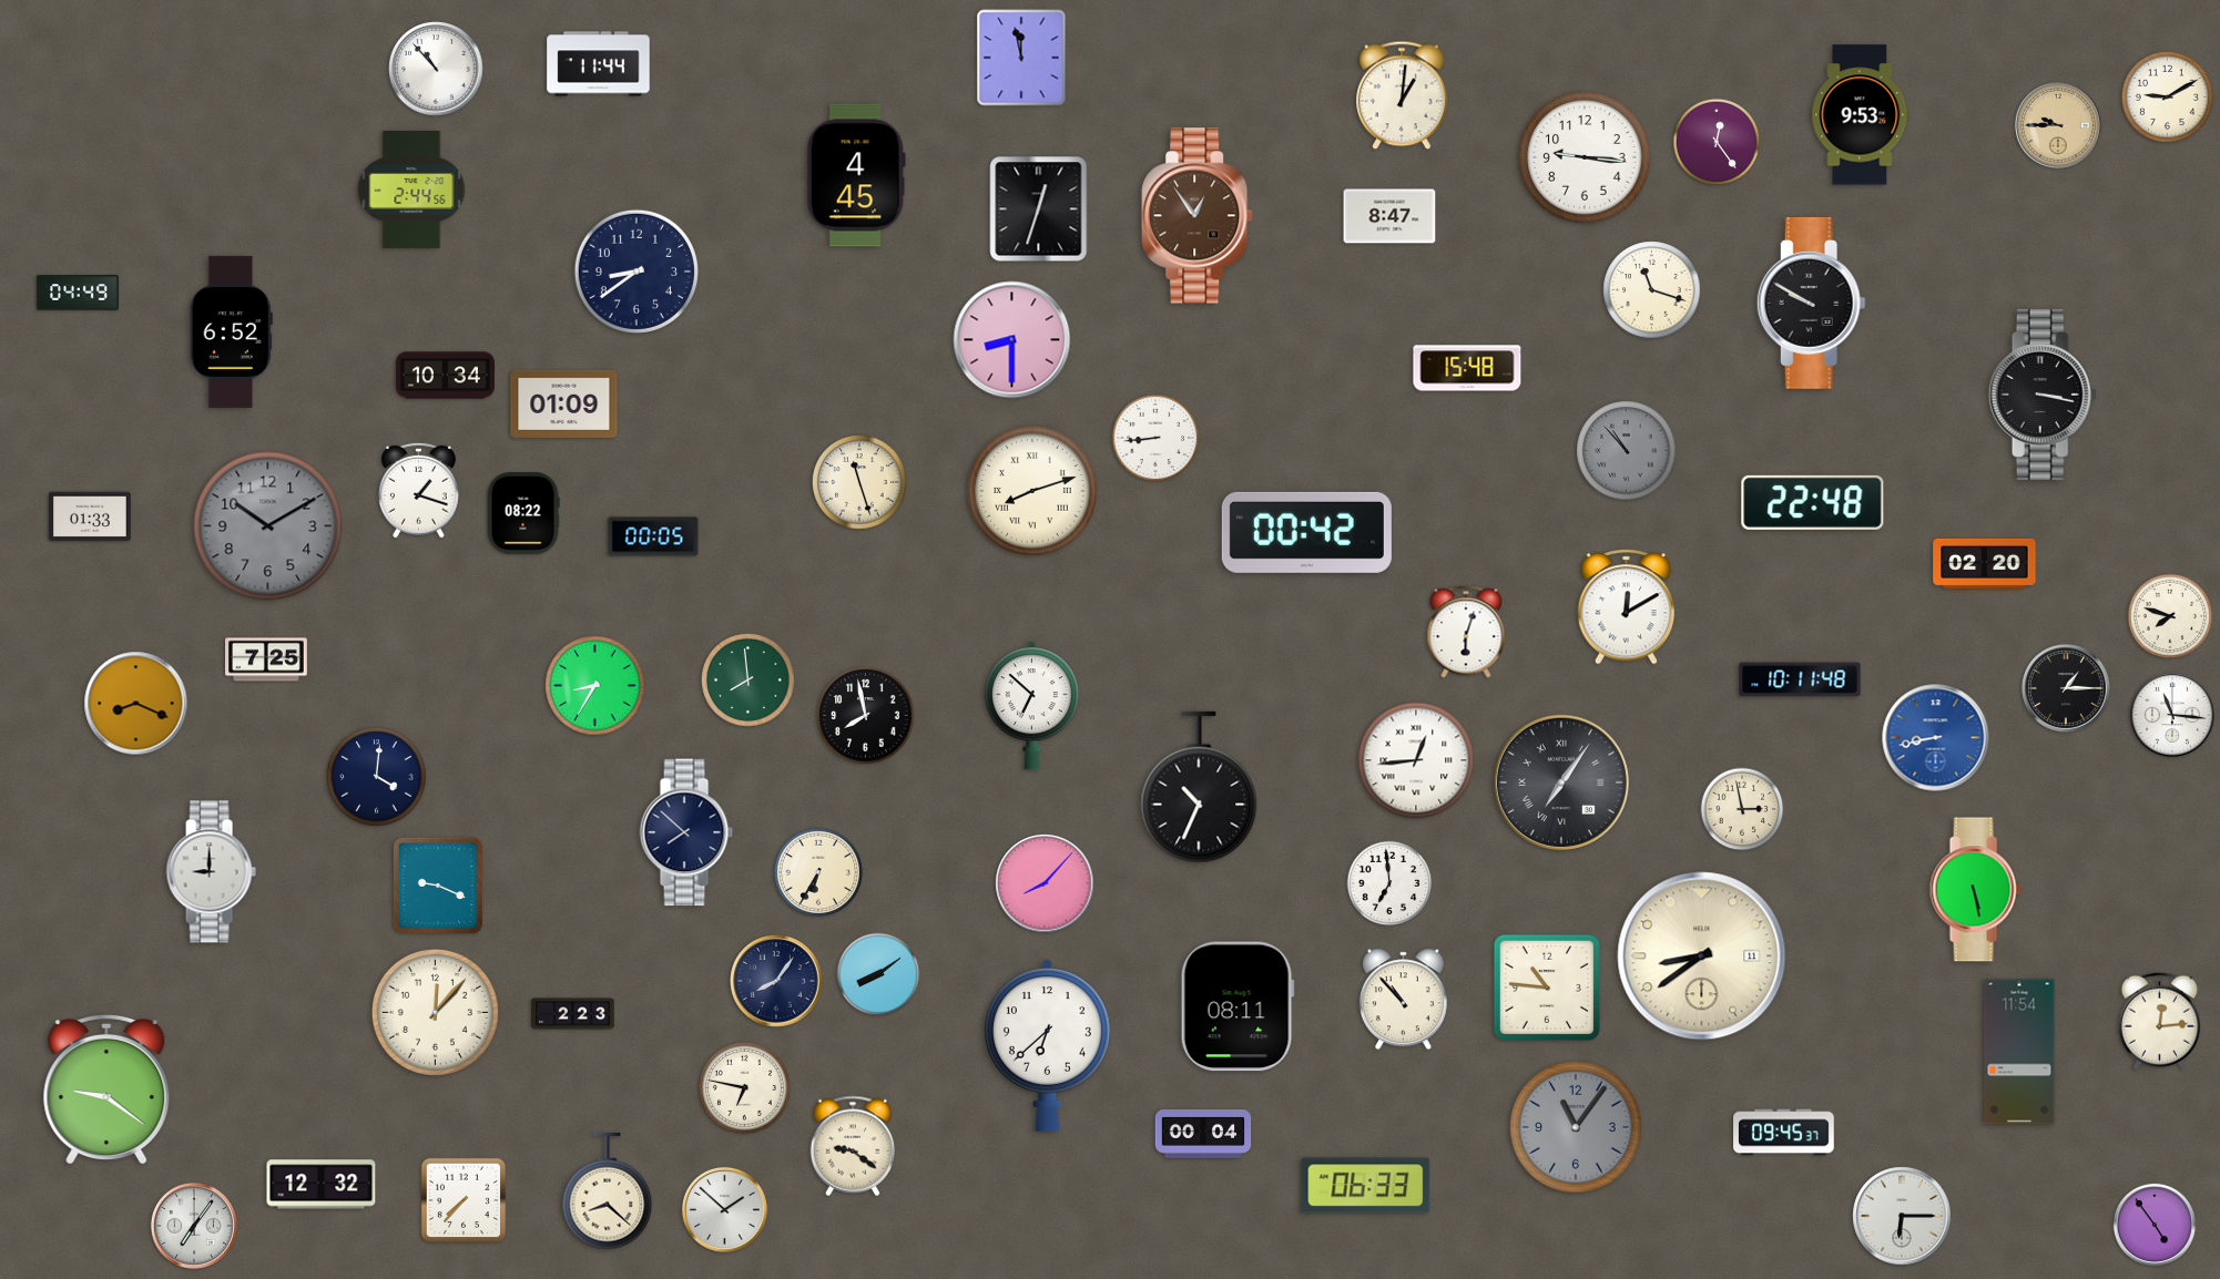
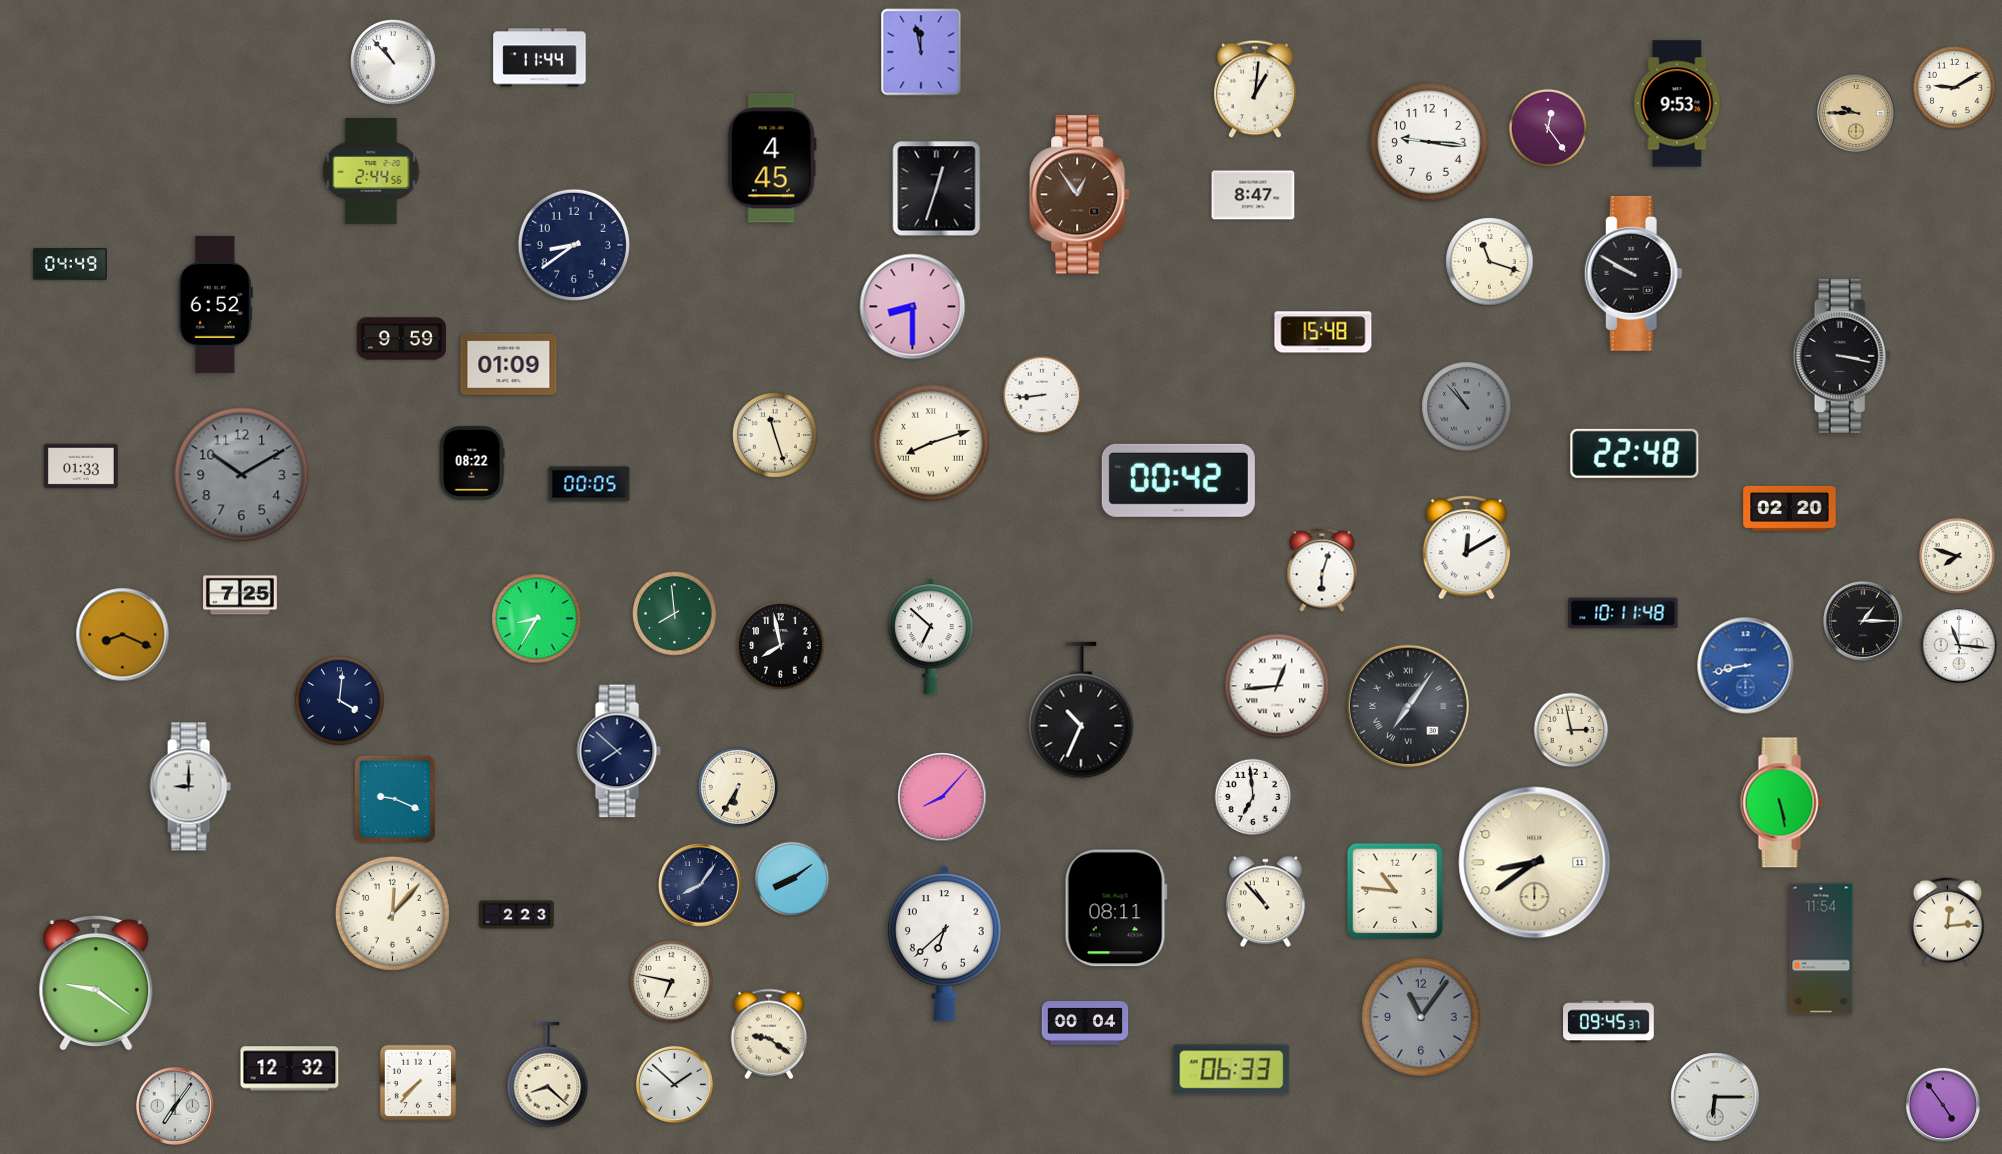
clock at (1402, 95) position: (1402, 95) -> (1255, 89)
clock at (231, 331) position: (231, 331) -> (215, 304)
clock at (445, 376): 10:34 -> 9:59
clock at (418, 490): 1:18 -> none
clock at (724, 1209) position: (724, 1209) -> (674, 1084)
